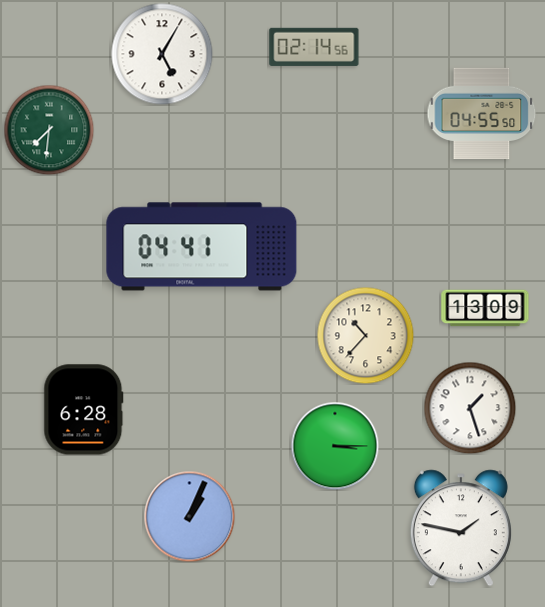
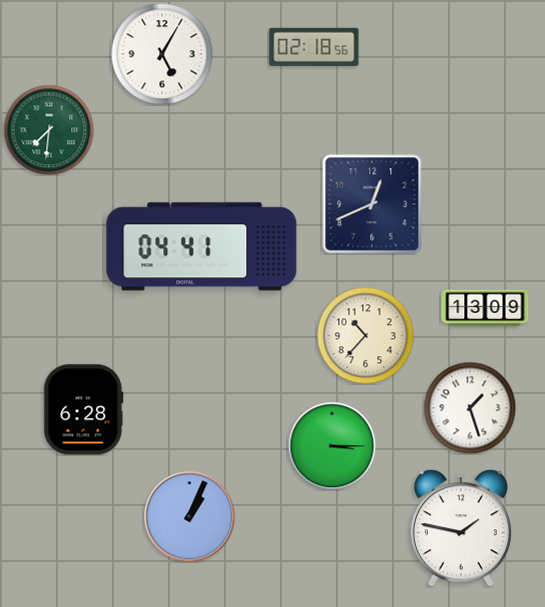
clock at (314, 47): 02:14 -> 02:18
clock at (482, 114): 04:55 -> none
clock at (372, 204): none -> 12:41
clock at (335, 446) position: (335, 446) -> (332, 446)
